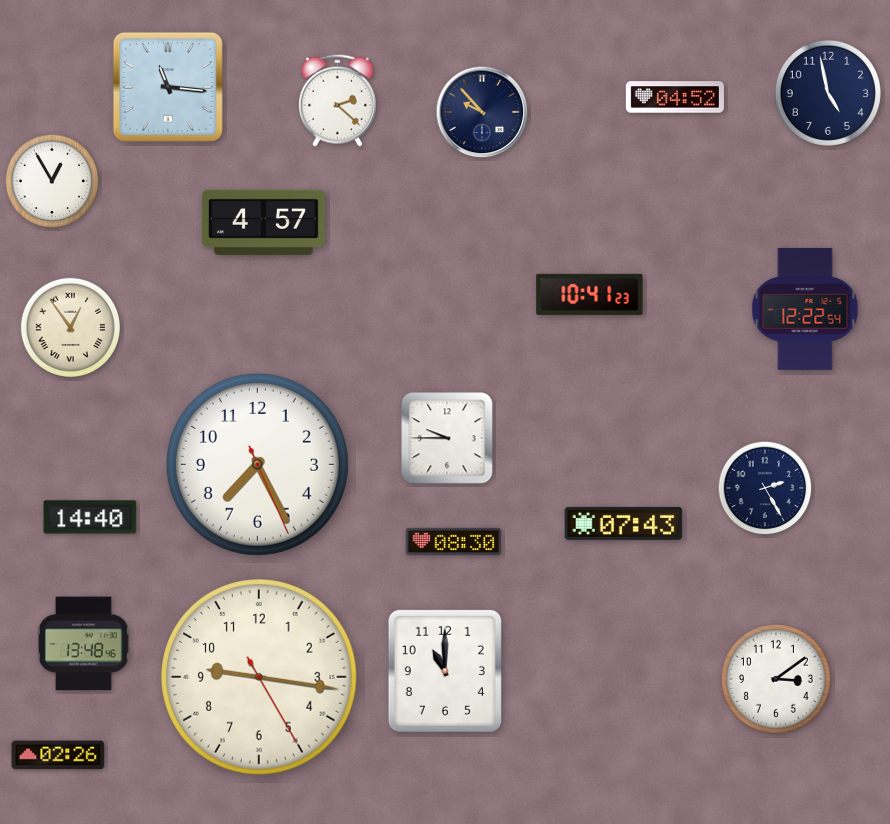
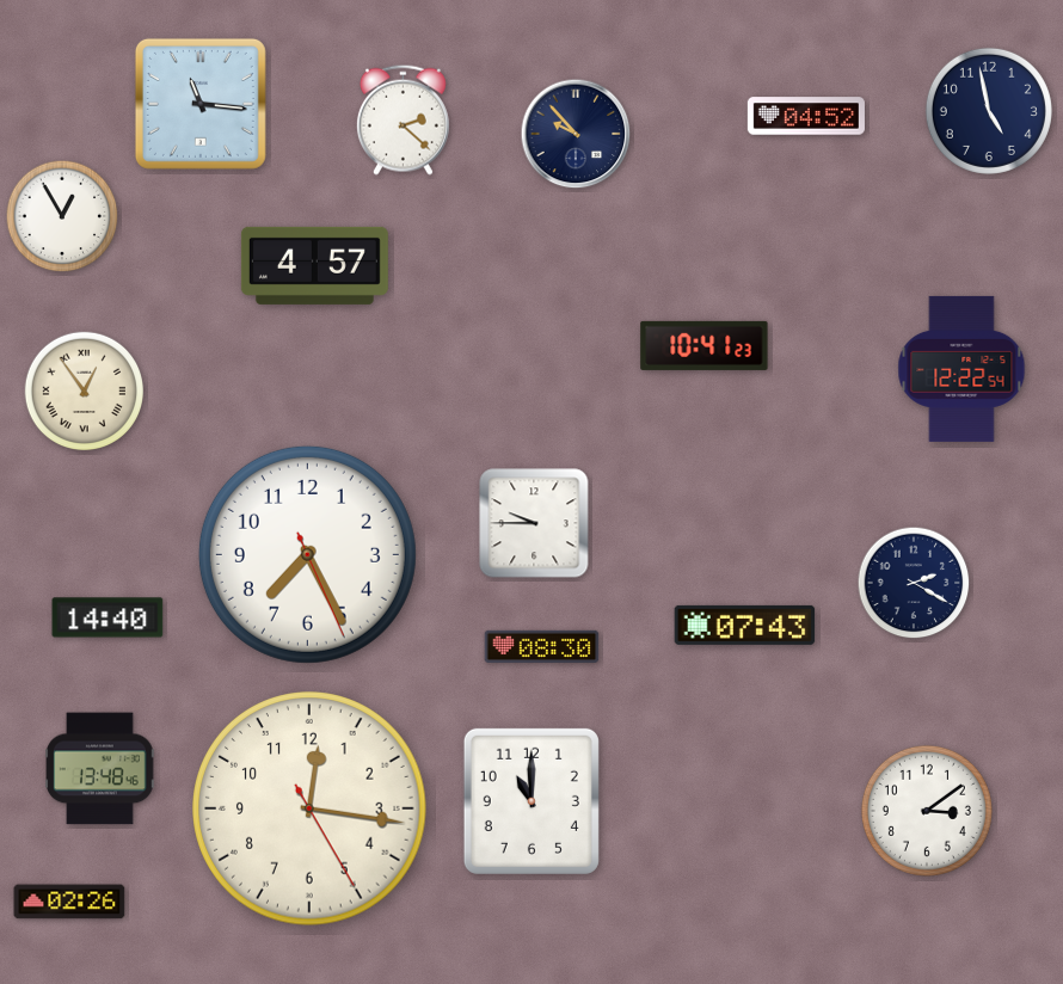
clock at (590, 294) position: (590, 294) -> (705, 345)
clock at (765, 488): 2:25 -> 2:20
clock at (259, 677): 9:16 -> 12:16
